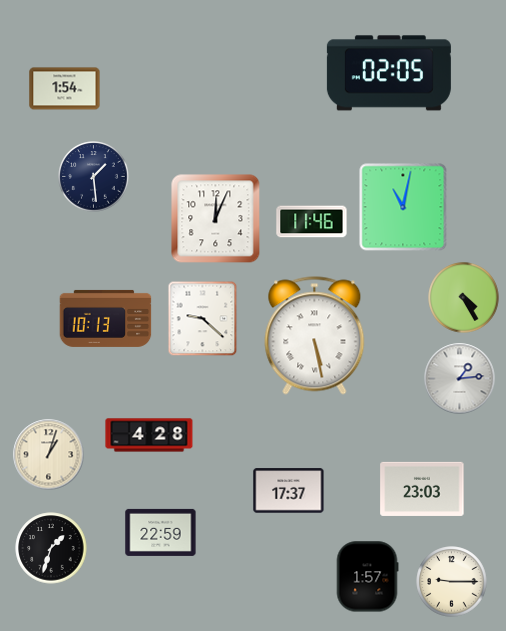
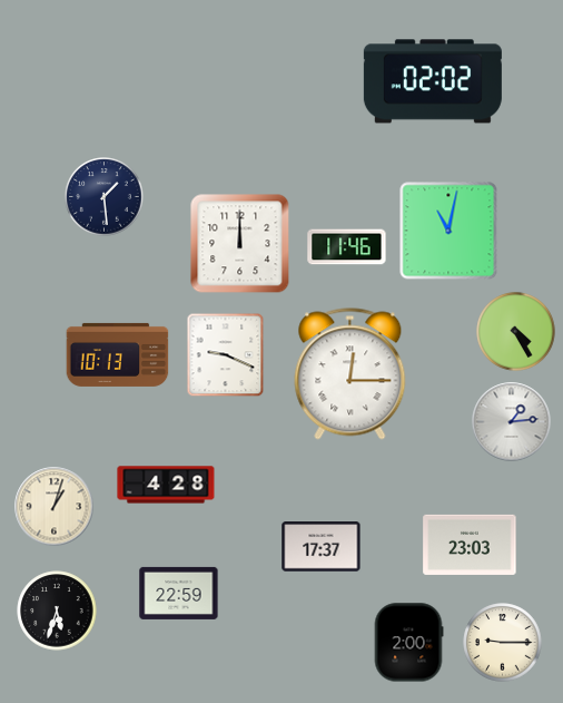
clock at (389, 73): 02:05 -> 02:02
clock at (65, 89): 1:54 -> none
clock at (216, 219): 12:04 -> 12:00
clock at (203, 319): 9:22 -> 9:19
clock at (315, 336): 5:28 -> 12:15
clock at (51, 548): 1:33 -> 5:33
clock at (367, 577): 1:57 -> 2:00
clock at (452, 582) position: (452, 582) -> (503, 643)
